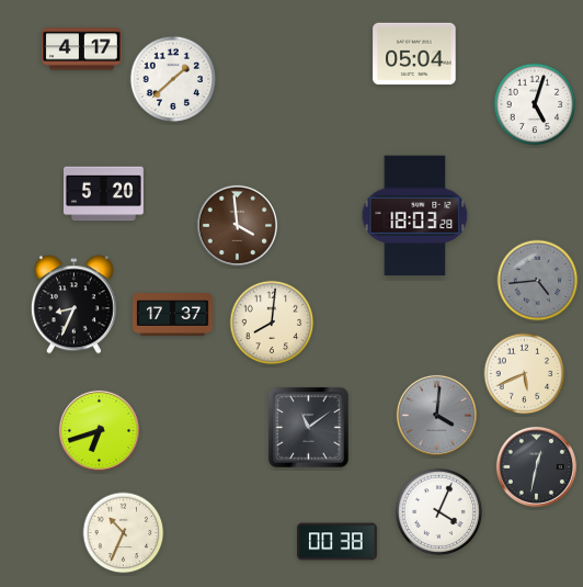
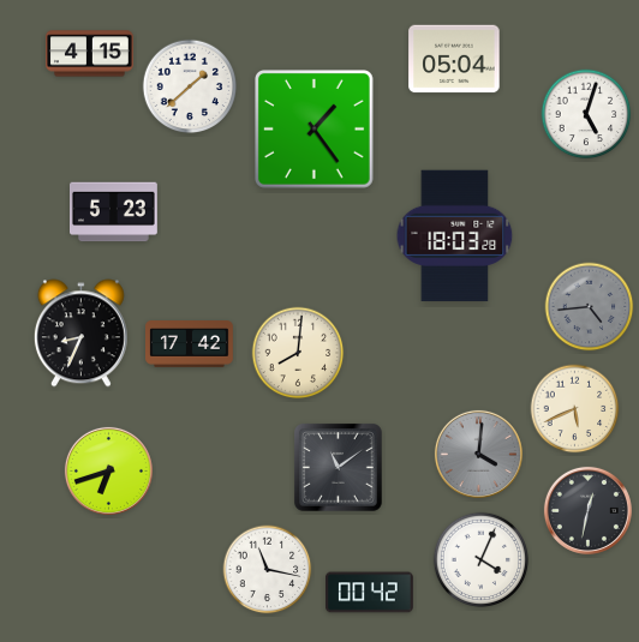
clock at (81, 49): 4:17 -> 4:15
clock at (315, 130): none -> 1:24
clock at (104, 194): 5:20 -> 5:23
clock at (237, 225): 3:59 -> none
clock at (173, 315): 17:37 -> 17:42
clock at (268, 570): none -> 11:17
clock at (124, 533): 10:34 -> none
clock at (338, 542): 00:38 -> 00:42
